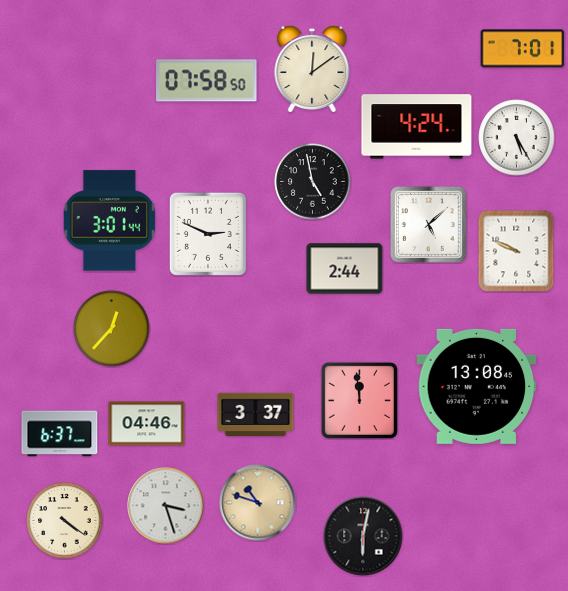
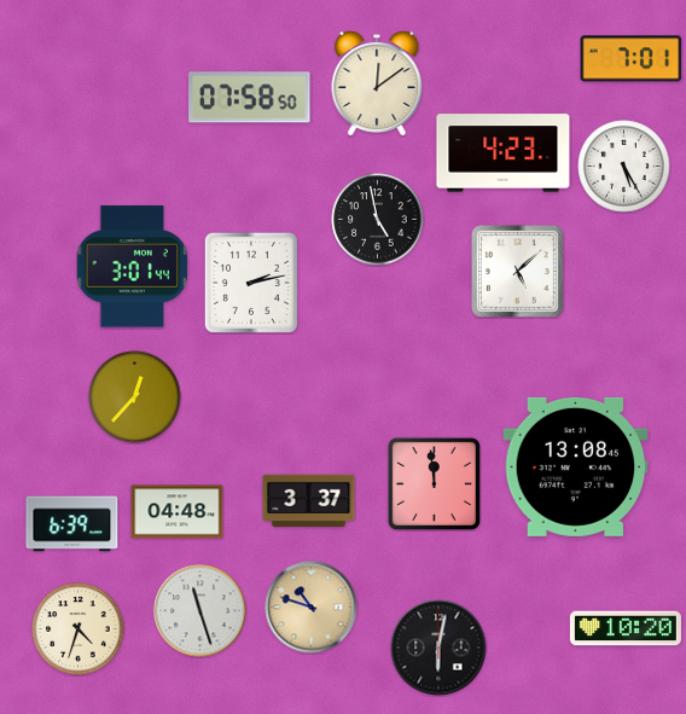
clock at (417, 127): 4:24 -> 4:23
clock at (208, 234): 2:49 -> 2:13
clock at (516, 251): 9:49 -> none
clock at (345, 269): 2:44 -> none
clock at (147, 424): 04:46 -> 04:48
clock at (60, 434): 6:37 -> 6:39
clock at (166, 506): 3:27 -> 11:27
clock at (626, 628): none -> 10:20
clock at (65, 521): 4:21 -> 4:33
